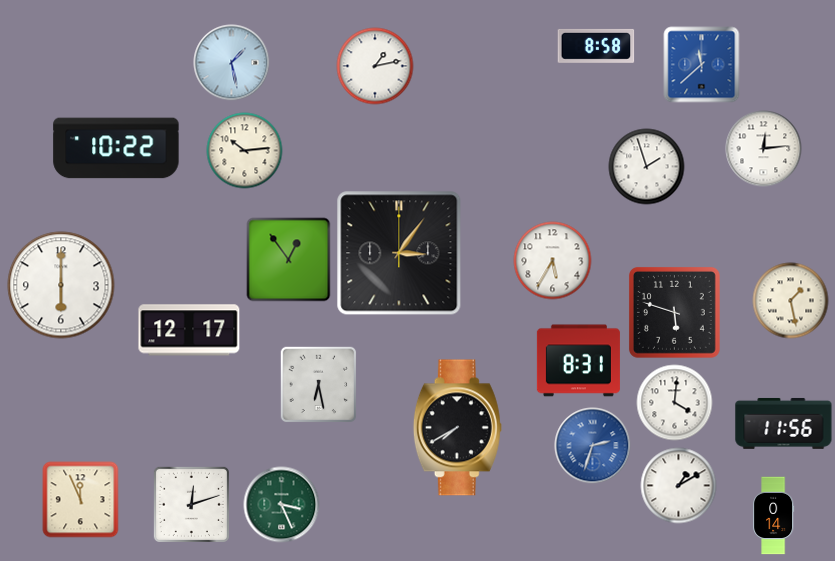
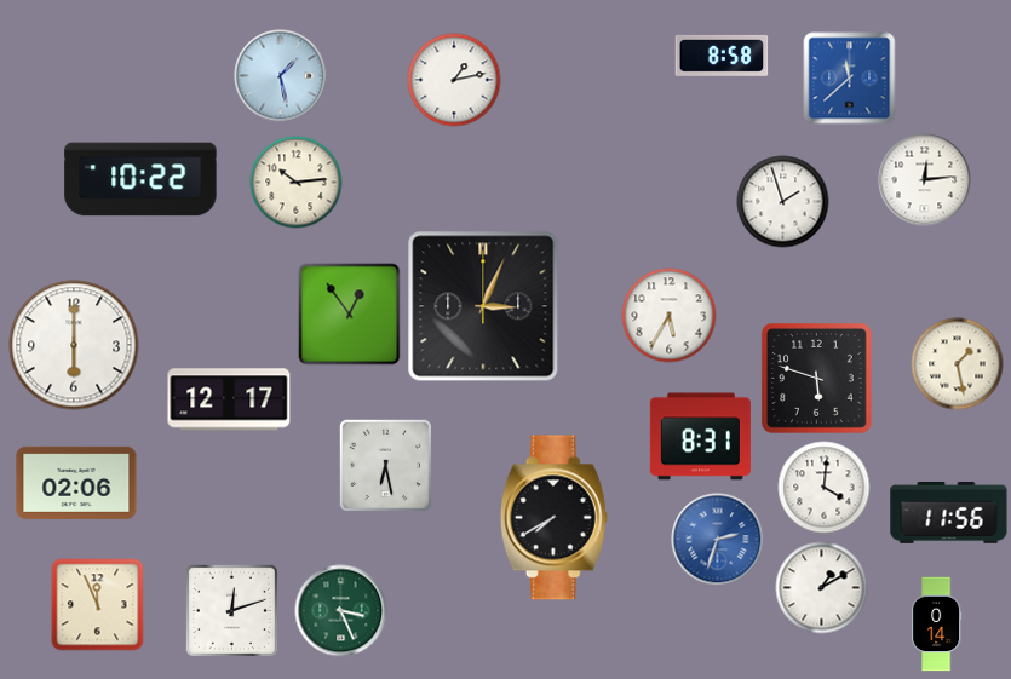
clock at (399, 253): 3:06 -> 3:04
clock at (76, 483): none -> 02:06
clock at (675, 403) position: (675, 403) -> (825, 488)
